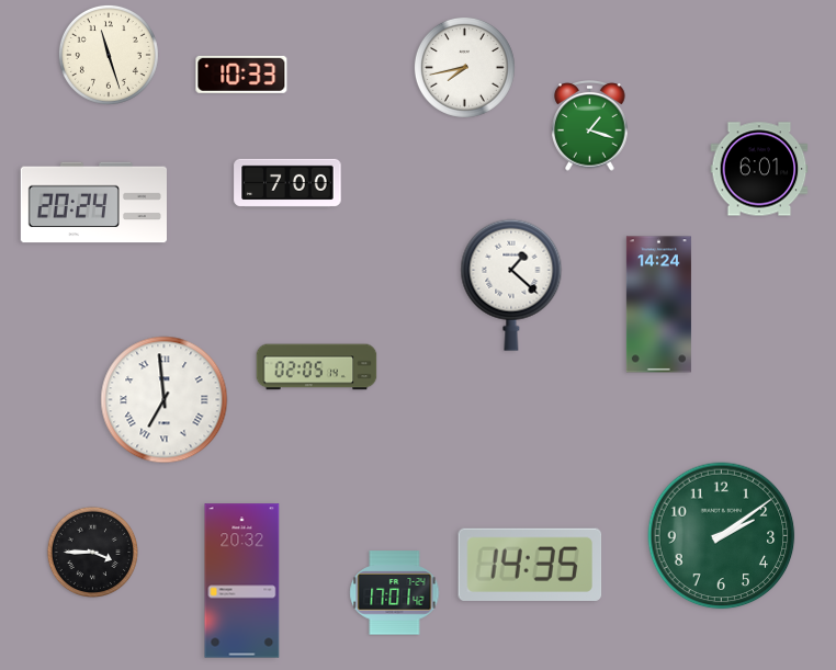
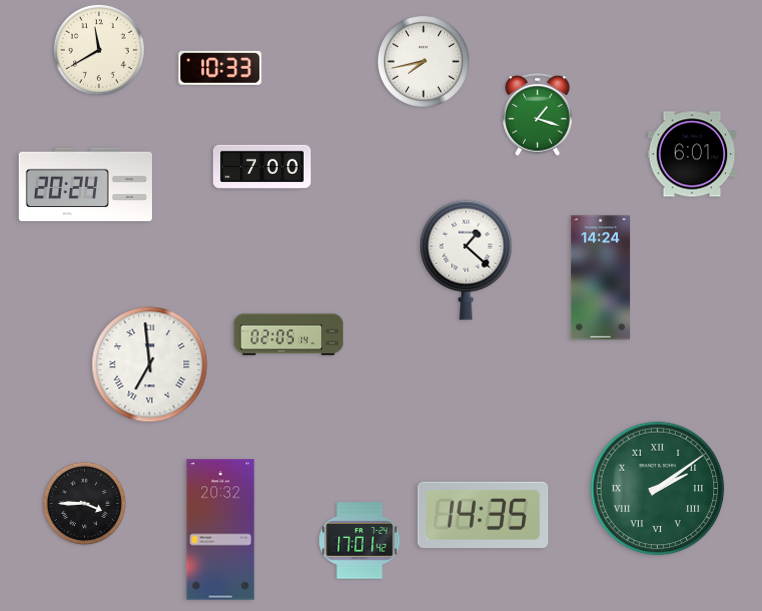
clock at (109, 55): 11:27 -> 11:40
clock at (722, 536) numerals: Arabic -> Roman
